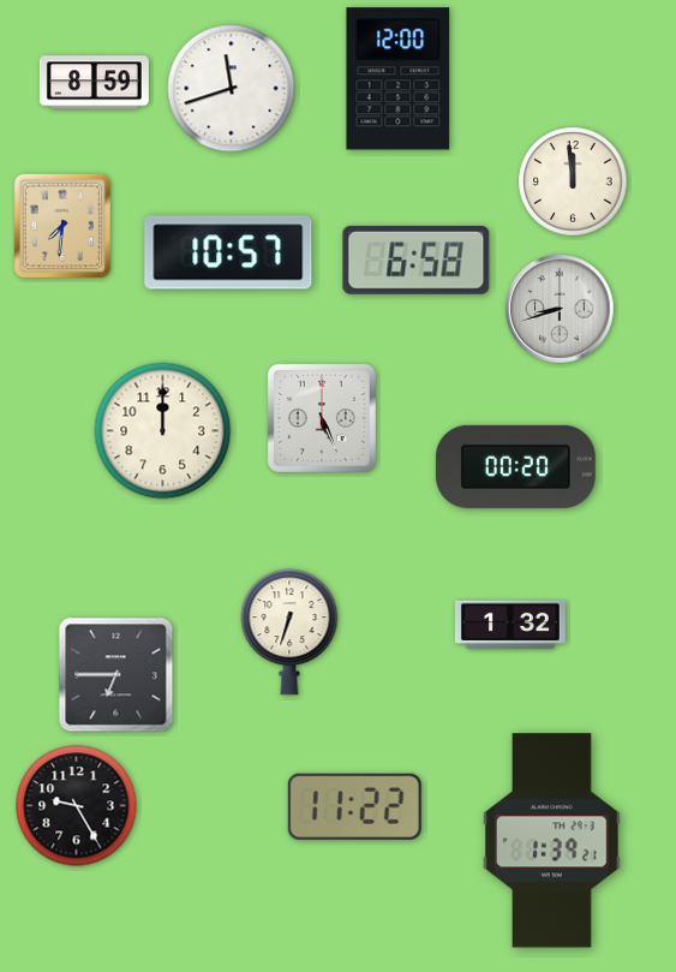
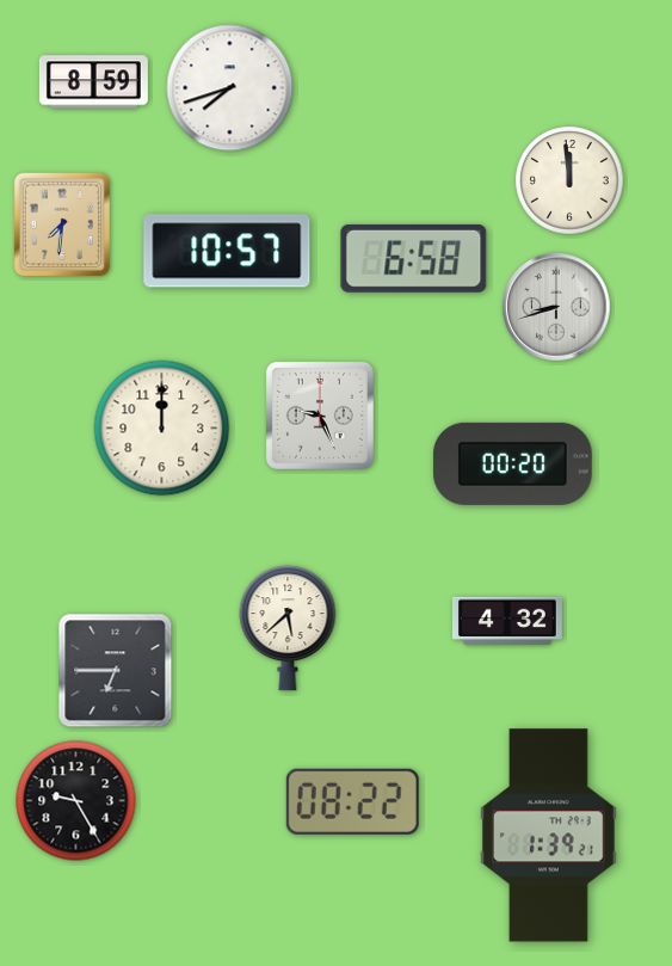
clock at (399, 79): 12:00 -> none
clock at (232, 89): 11:42 -> 7:42
clock at (322, 418): 5:26 -> 9:26
clock at (510, 624): 1:32 -> 4:32
clock at (289, 632): 6:33 -> 5:38
clock at (354, 806): 11:22 -> 08:22
